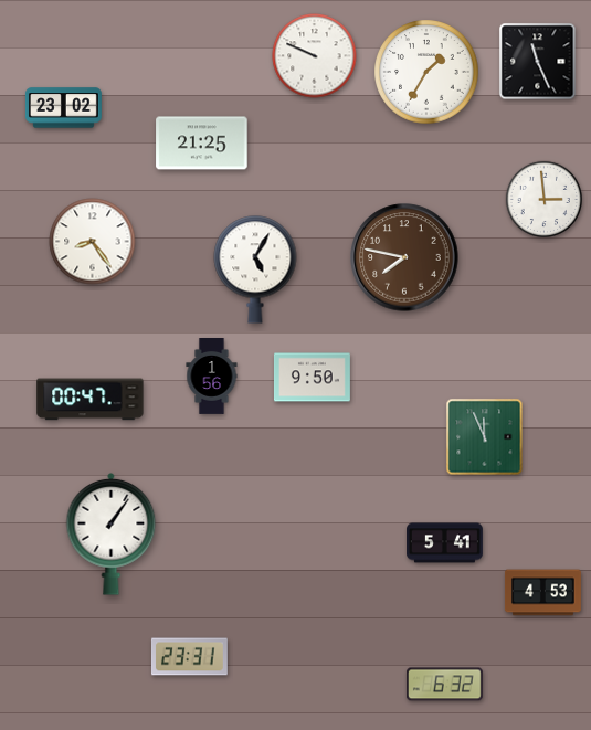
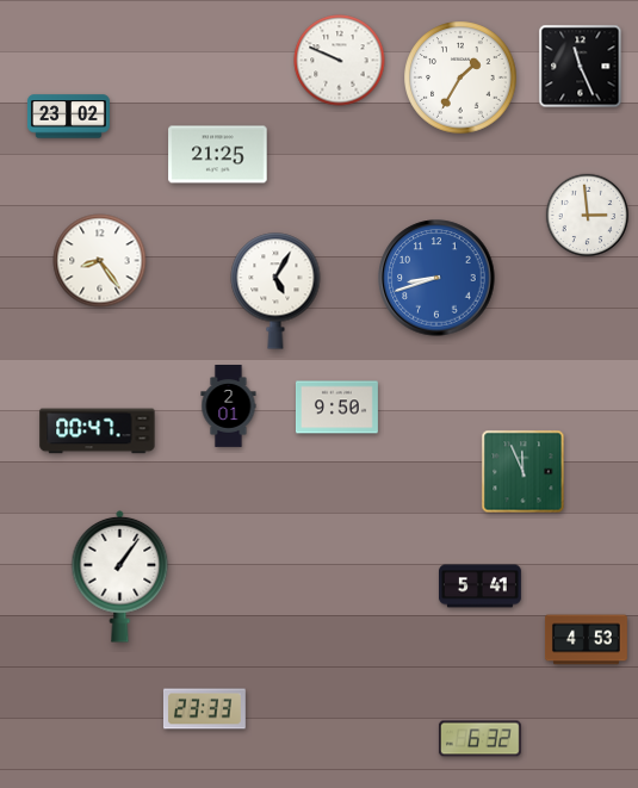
clock at (404, 257): 7:47 -> 8:42
clock at (404, 257) dial: brown -> blue
clock at (212, 377): 1:56 -> 2:01
clock at (189, 657): 23:31 -> 23:33
